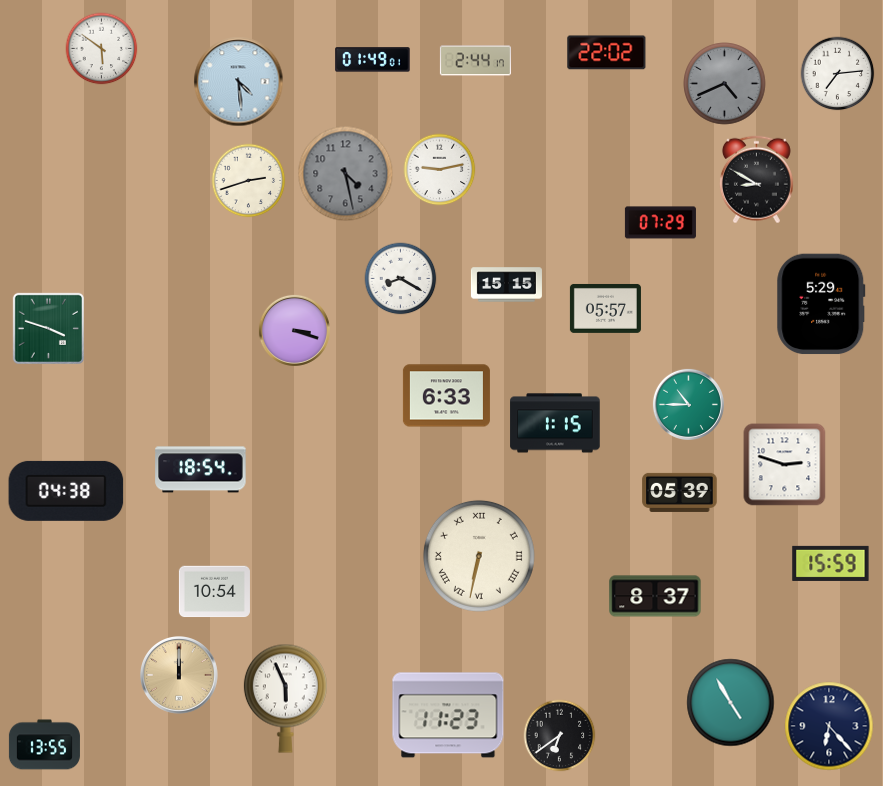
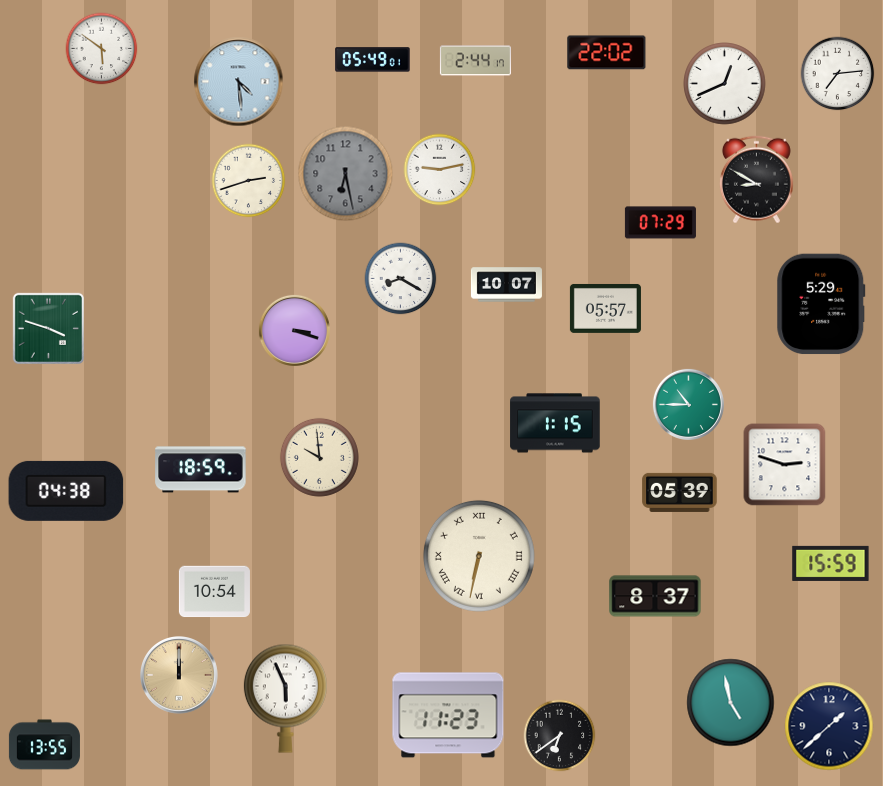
clock at (373, 60): 01:49 -> 05:49
clock at (725, 84): 4:41 -> 12:41
clock at (725, 84) dial: grey -> white
clock at (346, 174): 4:28 -> 6:28
clock at (506, 285): 15:15 -> 10:07
clock at (446, 396): 6:33 -> none
clock at (319, 457): none -> 9:59
clock at (201, 470): 18:54 -> 18:59
clock at (731, 703): 4:55 -> 4:58
clock at (829, 726): 6:23 -> 1:38
